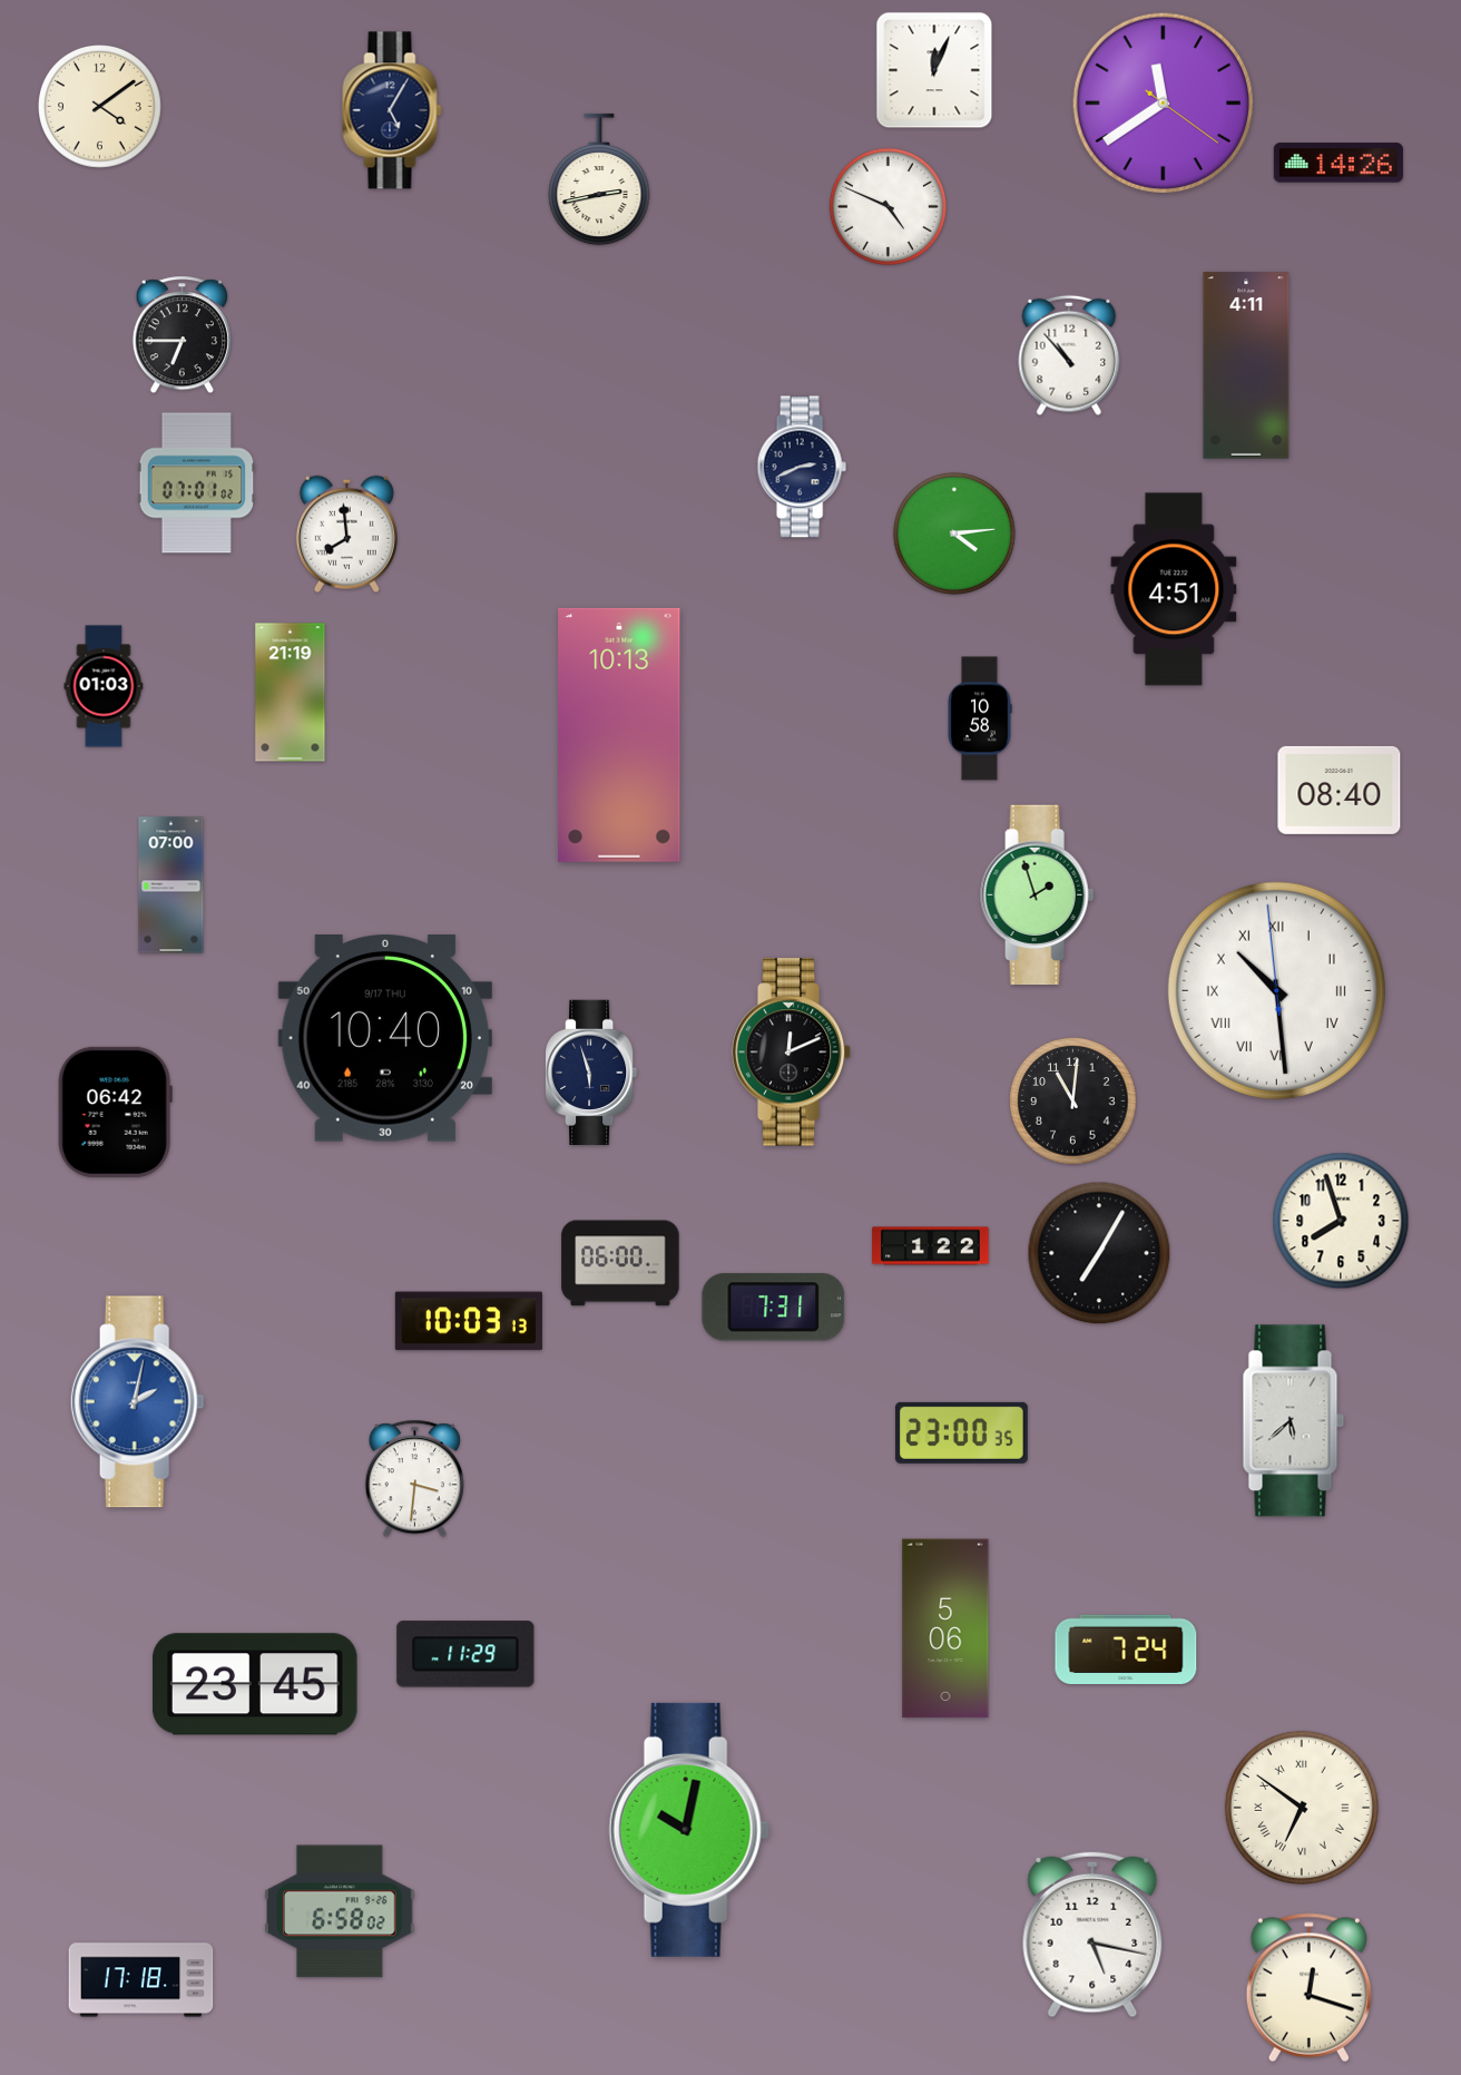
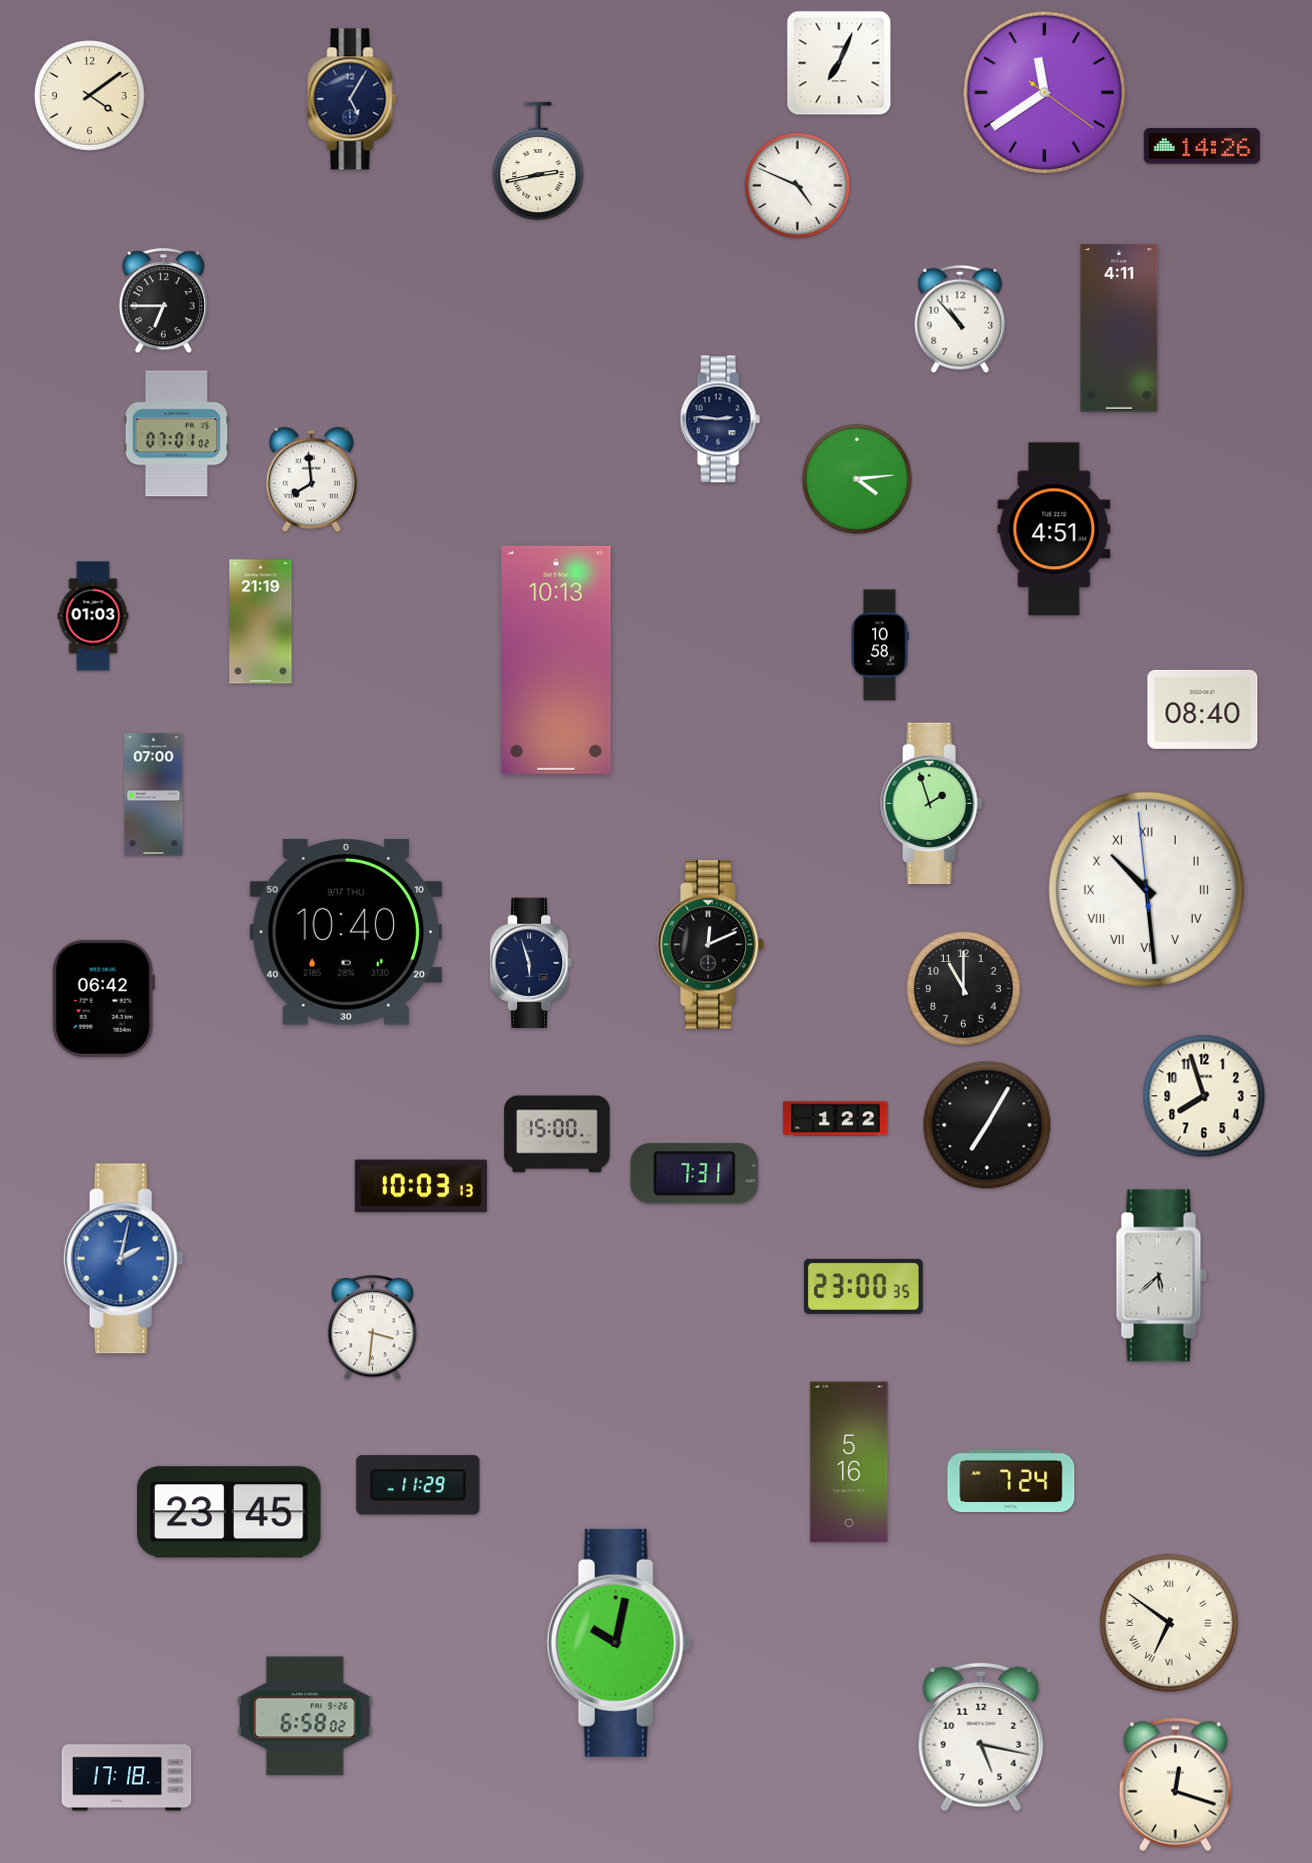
clock at (934, 70): 12:04 -> 7:04
clock at (802, 467): 2:41 -> 2:46
clock at (1073, 1102): 11:01 -> 11:00
clock at (620, 1263): 06:00 -> 15:00
clock at (945, 1628): 5:06 -> 5:16
